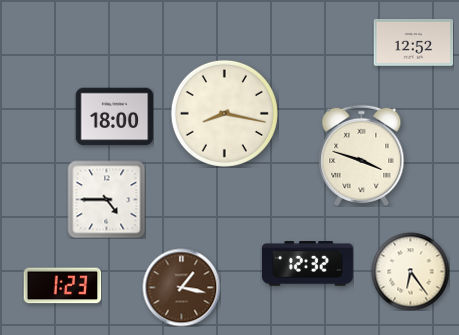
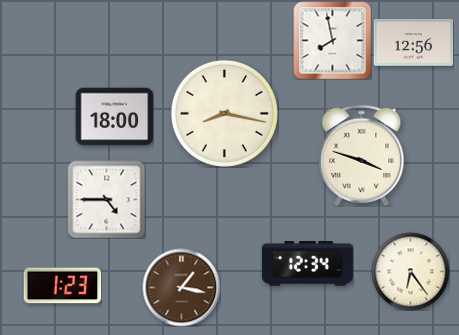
clock at (332, 40): none -> 7:58
clock at (413, 43): 12:52 -> 12:56
clock at (307, 264): 12:32 -> 12:34
